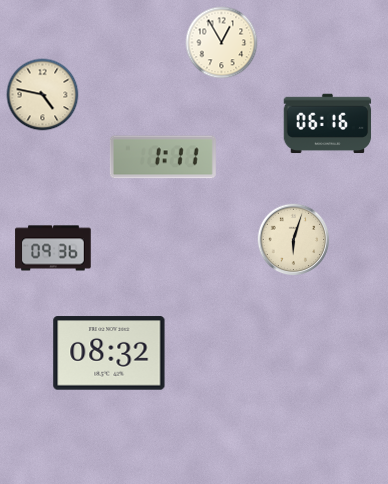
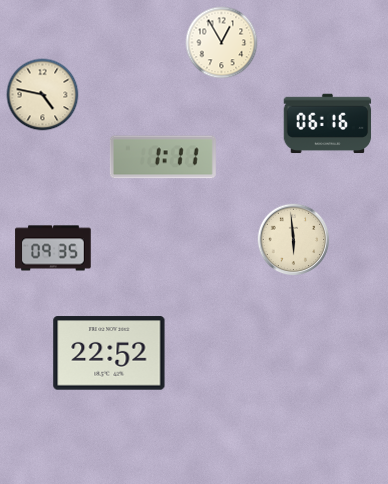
clock at (294, 240): 6:03 -> 5:59
clock at (53, 248): 09:36 -> 09:35
clock at (109, 353): 08:32 -> 22:52
